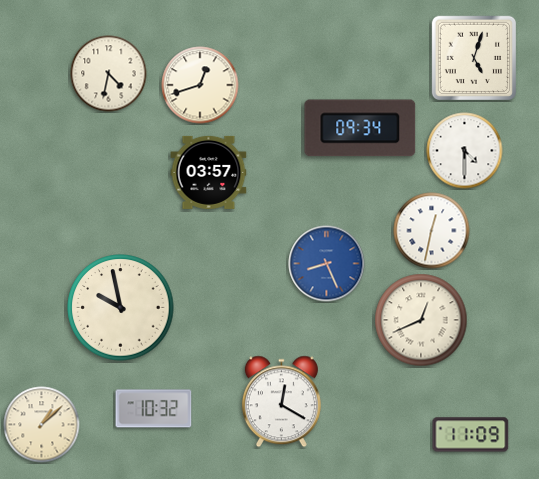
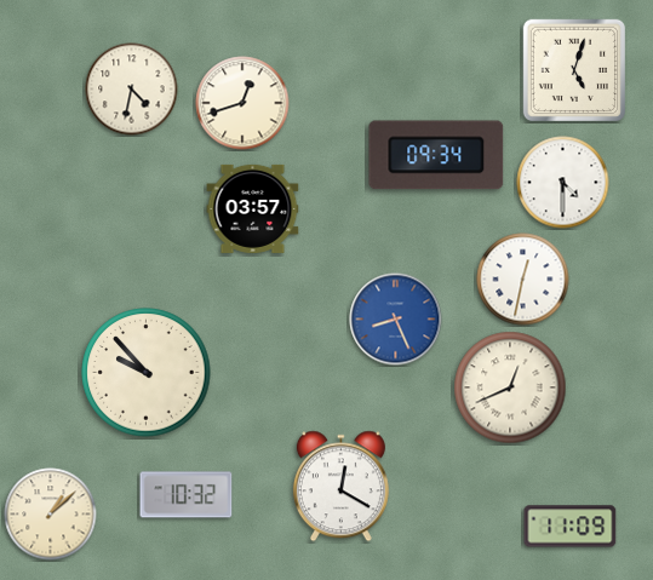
clock at (121, 308): 9:58 -> 9:53
